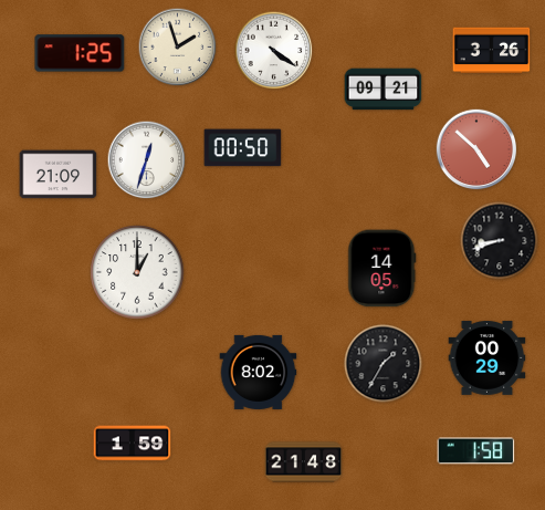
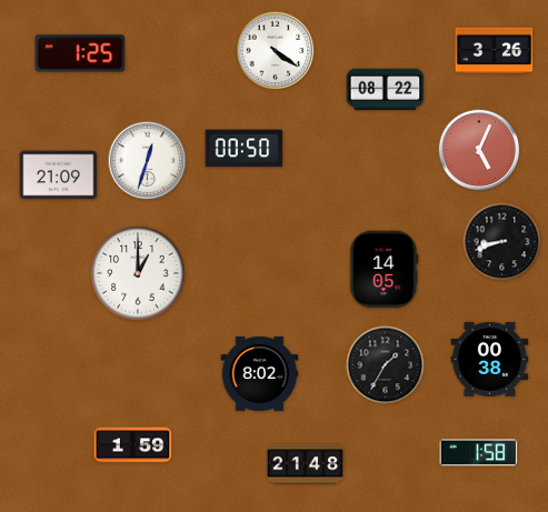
clock at (178, 48): 1:57 -> none
clock at (384, 90): 09:21 -> 08:22
clock at (476, 149): 4:52 -> 5:04
clock at (488, 357): 00:29 -> 00:38
